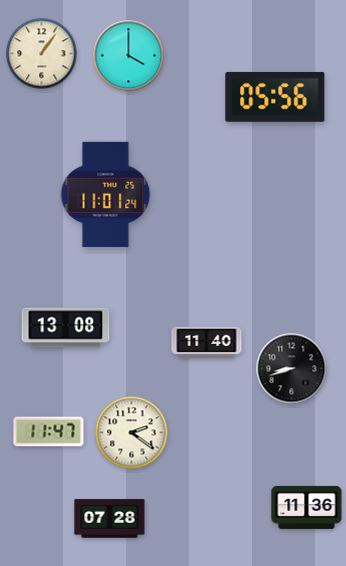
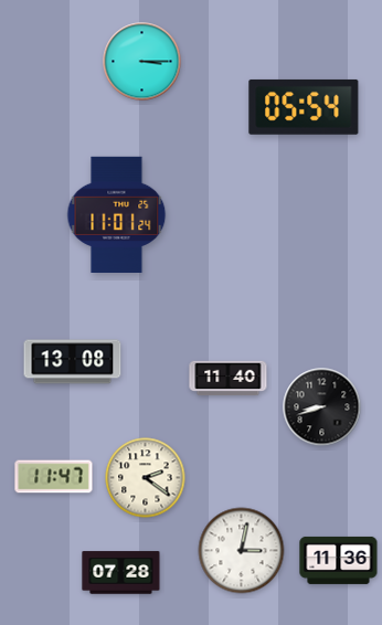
clock at (42, 54): 1:06 -> none
clock at (129, 56): 4:00 -> 3:15
clock at (275, 97): 05:56 -> 05:54
clock at (242, 551): none -> 3:02
